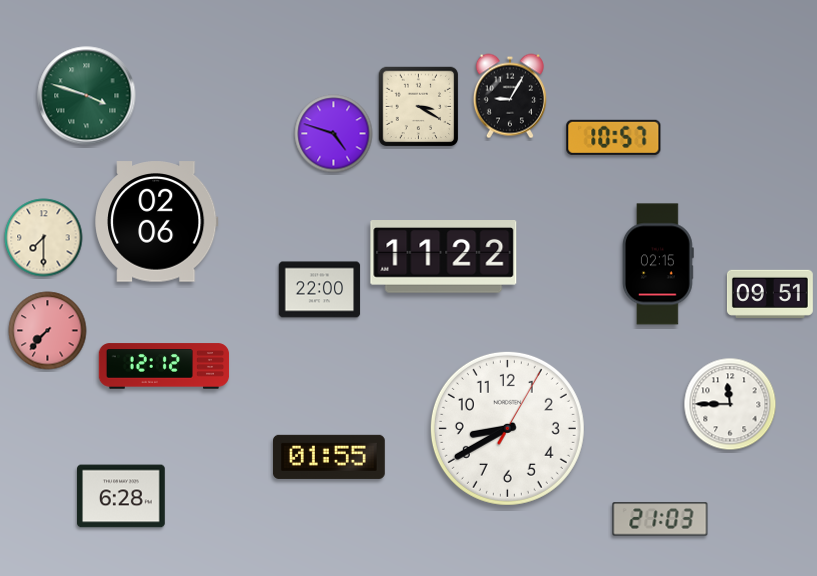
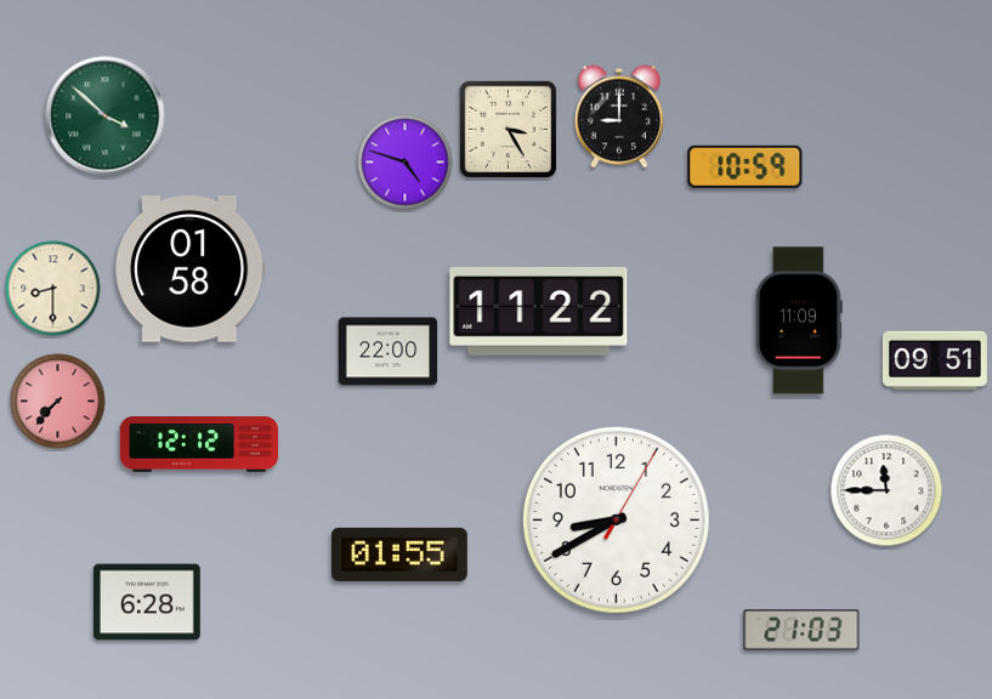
clock at (87, 96): 3:48 -> 3:52
clock at (510, 96): 9:05 -> 9:00
clock at (419, 107): 3:20 -> 3:25
clock at (614, 137): 10:57 -> 10:59
clock at (157, 222): 02:06 -> 01:58
clock at (44, 238): 7:30 -> 8:30
clock at (659, 264): 02:15 -> 11:09
clock at (770, 294) position: (770, 294) -> (935, 360)
